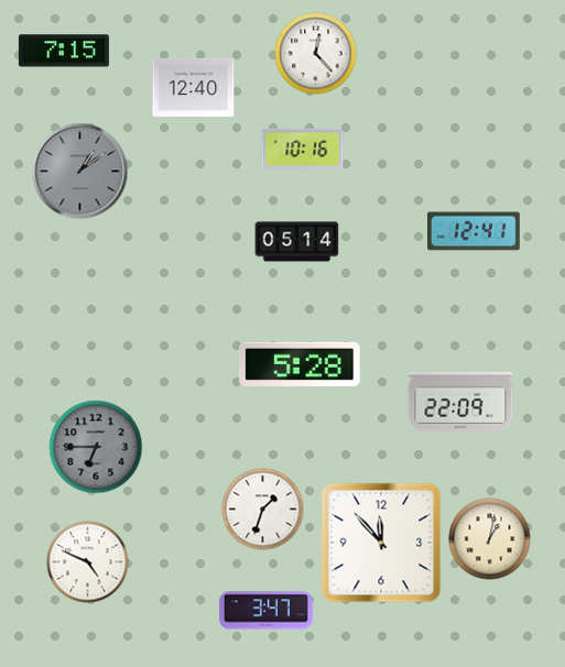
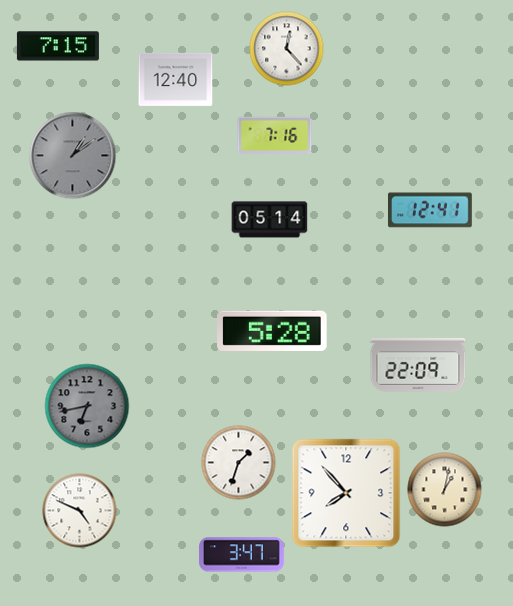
clock at (303, 150): 10:16 -> 7:16
clock at (96, 447): 6:45 -> 6:43
clock at (381, 543): 11:53 -> 7:53
